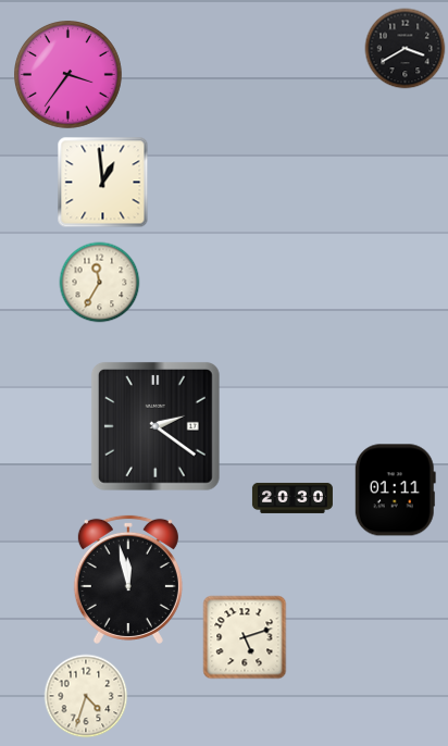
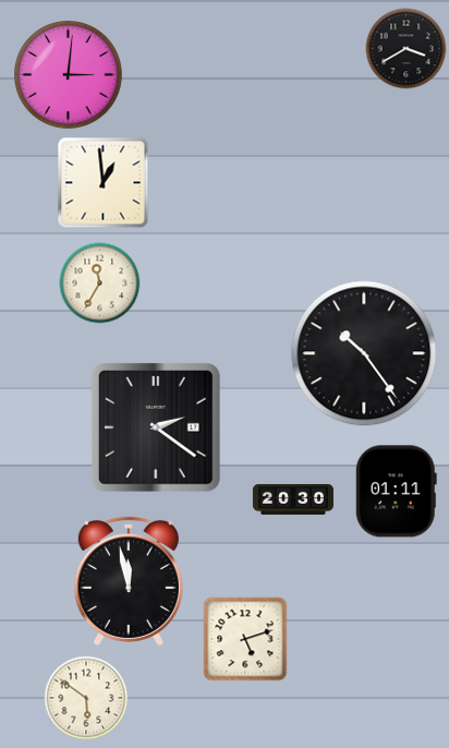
clock at (69, 75): 3:36 -> 3:01
clock at (364, 353): none -> 10:24
clock at (86, 696): 4:33 -> 5:51
